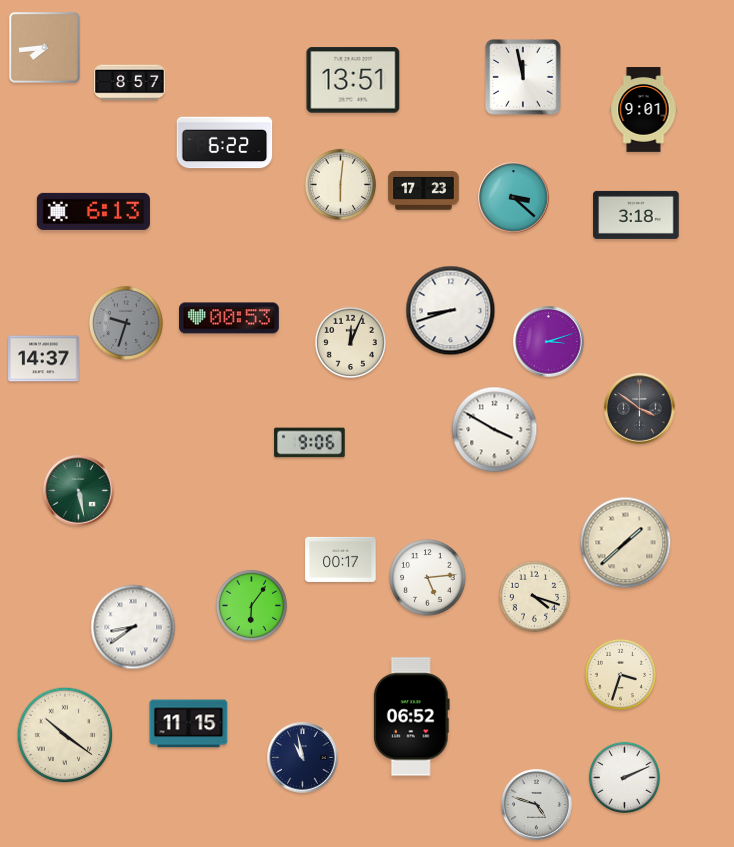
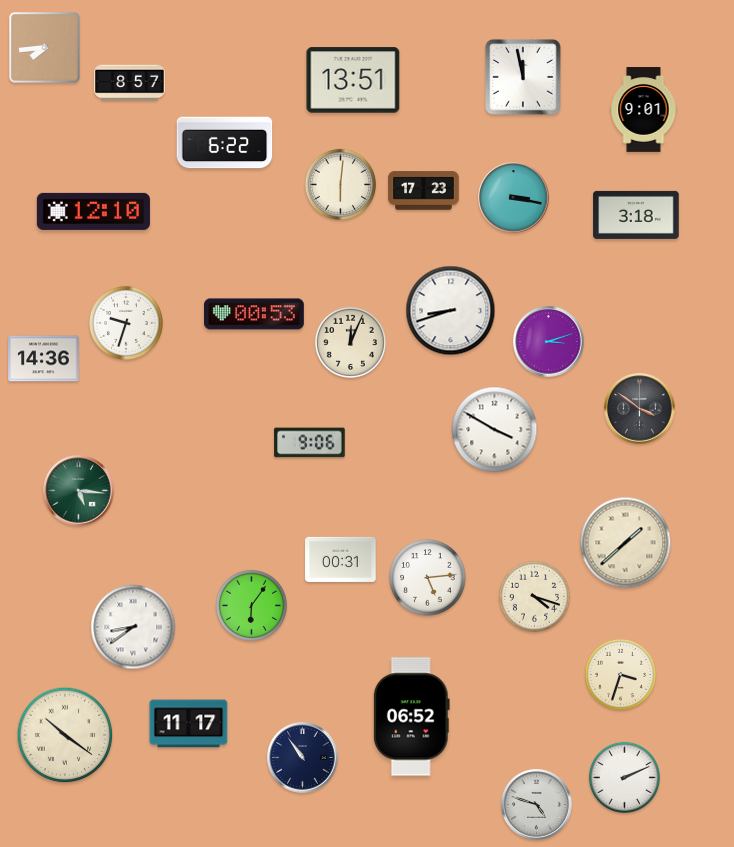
clock at (514, 198): 3:22 -> 3:17
clock at (93, 211): 6:13 -> 12:10
clock at (230, 318) position: (230, 318) -> (255, 314)
clock at (126, 323) dial: grey -> white
clock at (44, 359): 14:37 -> 14:36
clock at (79, 491): 5:28 -> 5:16
clock at (341, 559): 00:17 -> 00:31
clock at (189, 724): 11:15 -> 11:17
clock at (303, 758): 10:58 -> 10:54
